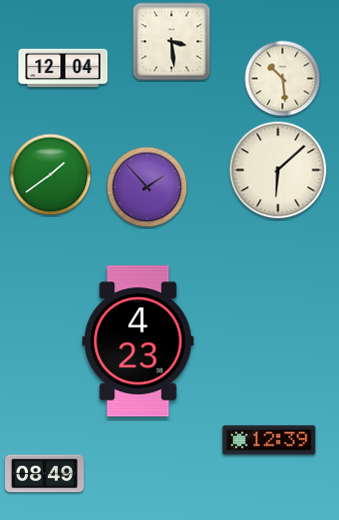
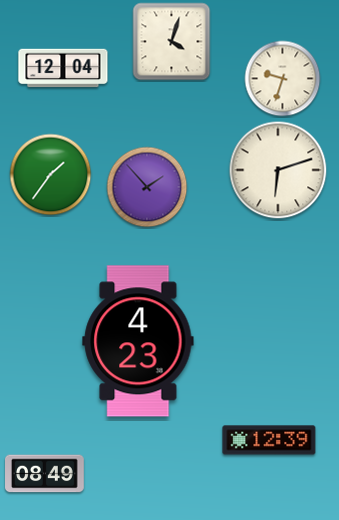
clock at (172, 42): 3:29 -> 4:03
clock at (283, 79): 10:29 -> 9:33
clock at (278, 170): 6:08 -> 6:12
clock at (51, 175): 1:39 -> 1:36
